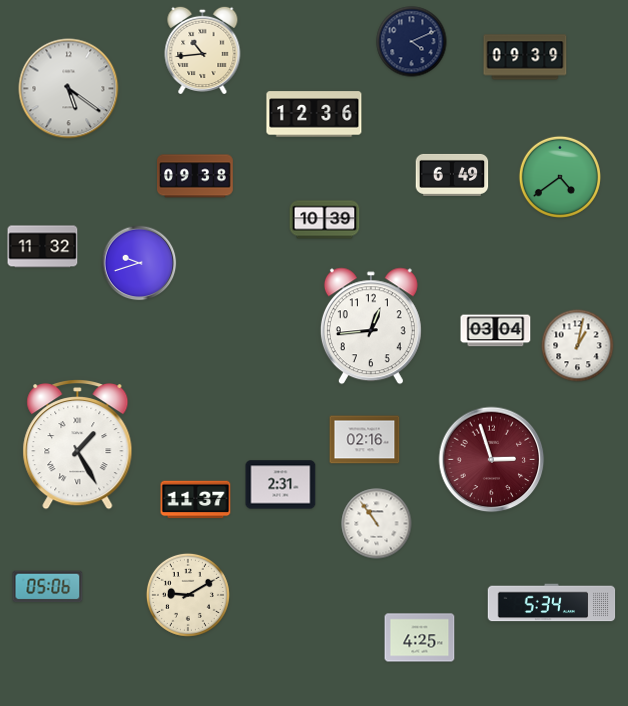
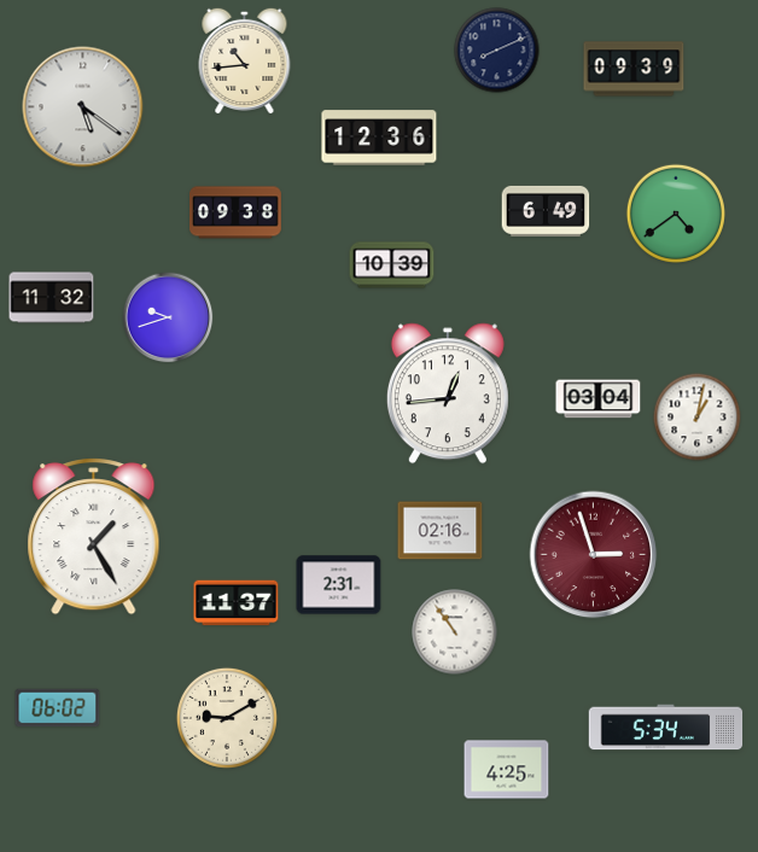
clock at (412, 42): 4:11 -> 8:11
clock at (48, 587): 05:06 -> 06:02
